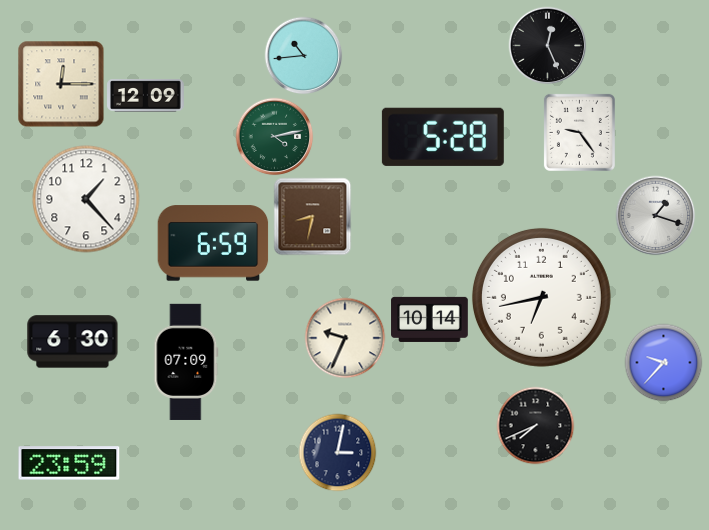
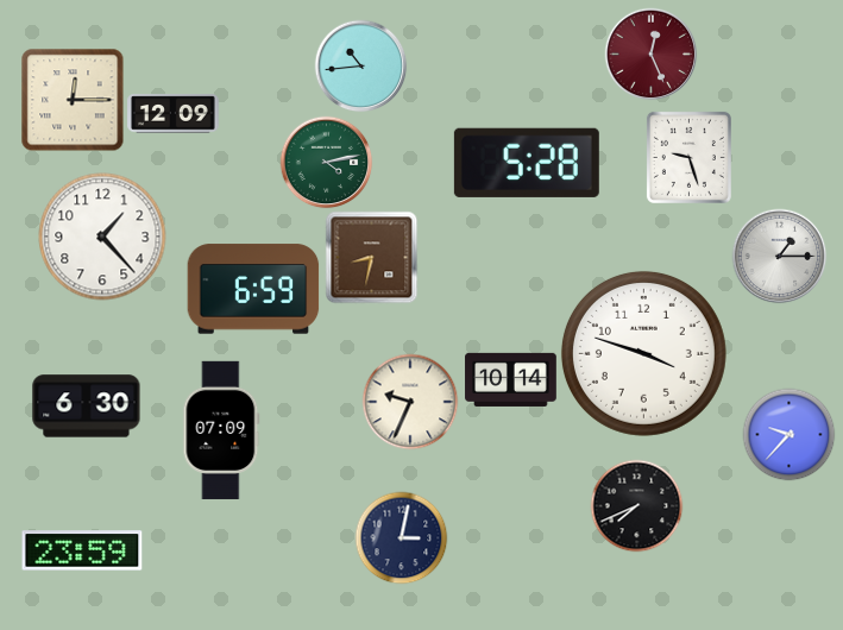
clock at (547, 45) dial: black -> burgundy
clock at (579, 132): 9:24 -> 9:27
clock at (655, 215): 1:18 -> 1:15
clock at (541, 297): 6:43 -> 3:48
clock at (663, 362) position: (663, 362) -> (788, 434)
